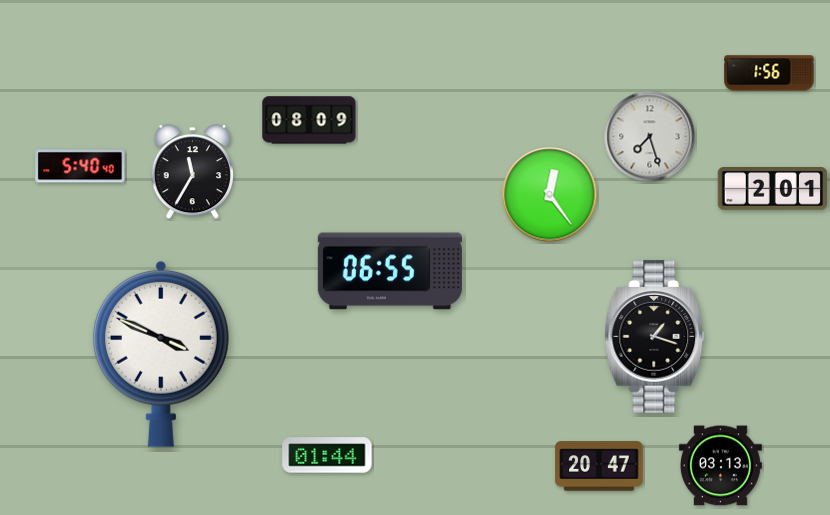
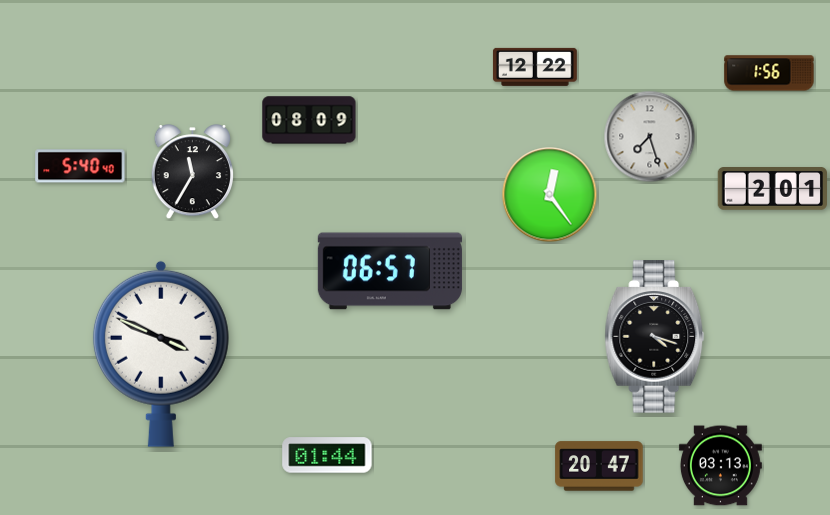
clock at (535, 67): none -> 12:22
clock at (390, 271): 06:55 -> 06:57
clock at (655, 337): 1:18 -> 4:18
